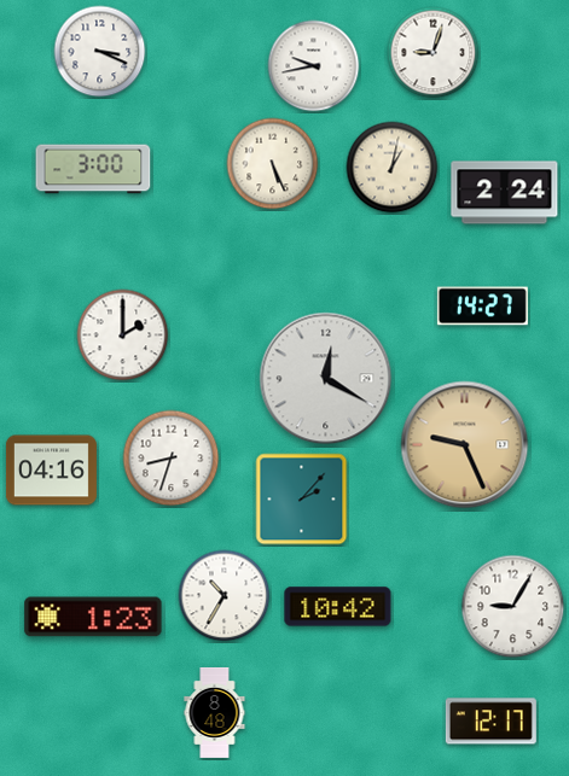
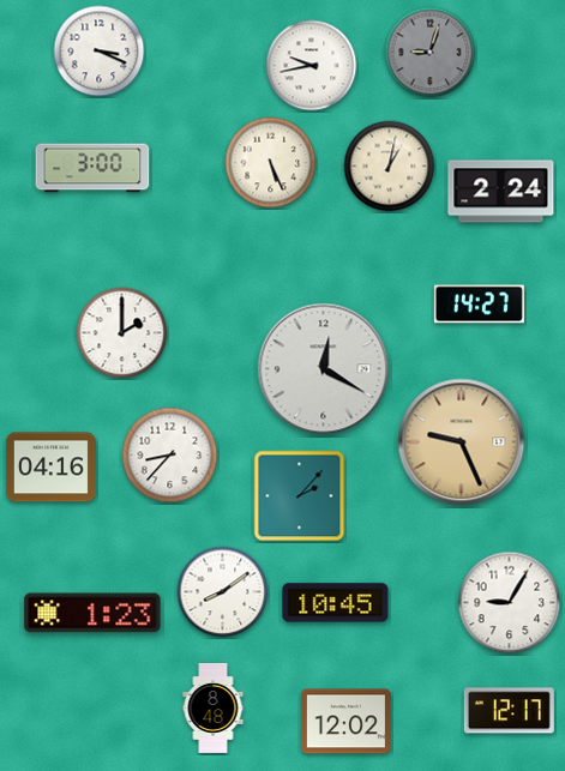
clock at (434, 53) dial: white -> grey
clock at (326, 379) position: (326, 379) -> (324, 369)
clock at (172, 459): 8:33 -> 8:37
clock at (225, 596): 10:35 -> 8:09
clock at (338, 607): 10:42 -> 10:45
clock at (490, 722) position: (490, 722) -> (509, 711)
clock at (345, 722): none -> 12:02
